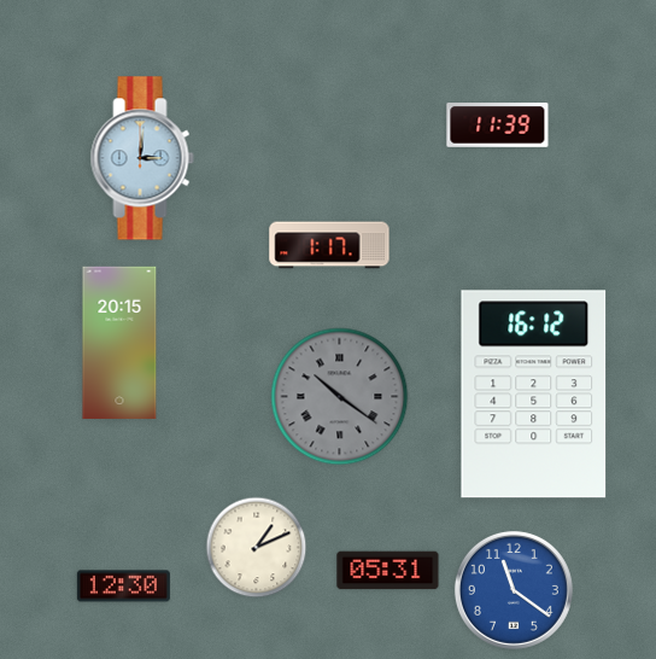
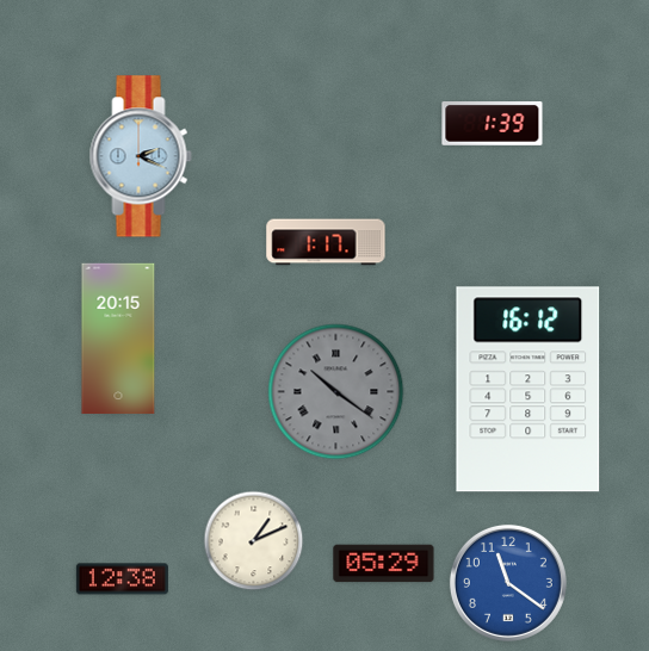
clock at (498, 126): 11:39 -> 1:39
clock at (142, 158): 3:01 -> 2:19
clock at (388, 571): 05:31 -> 05:29
clock at (123, 587): 12:30 -> 12:38
